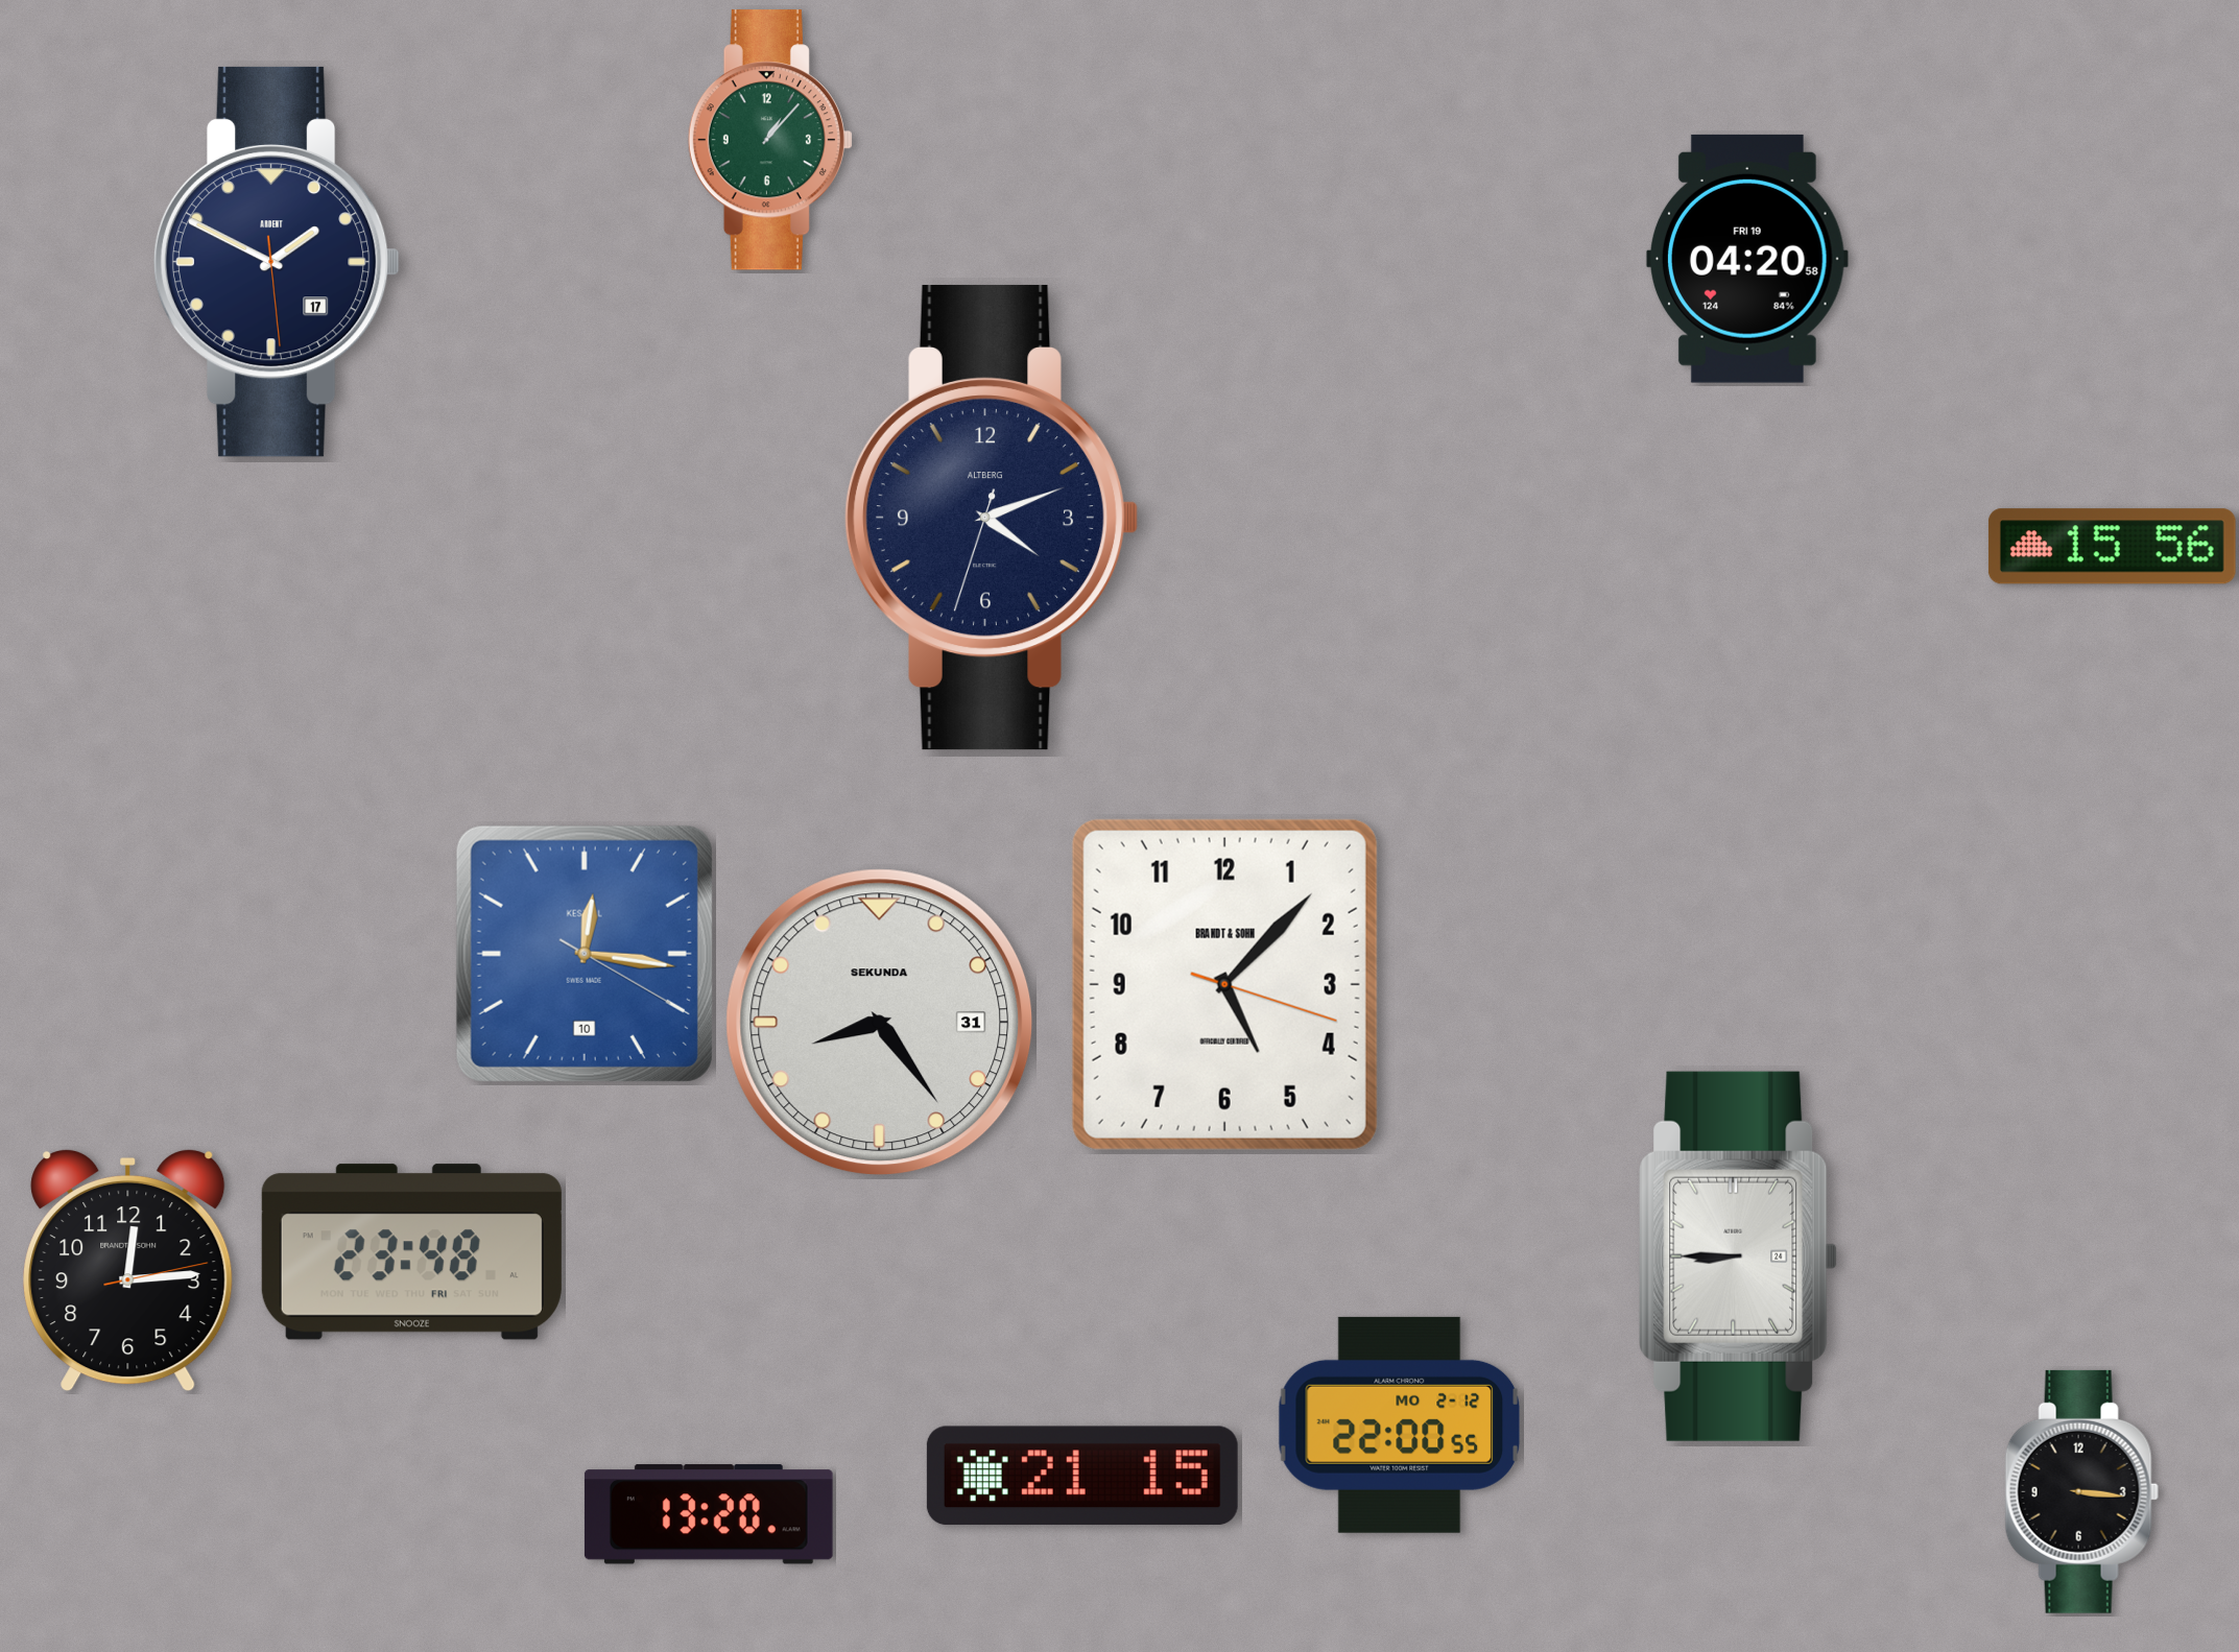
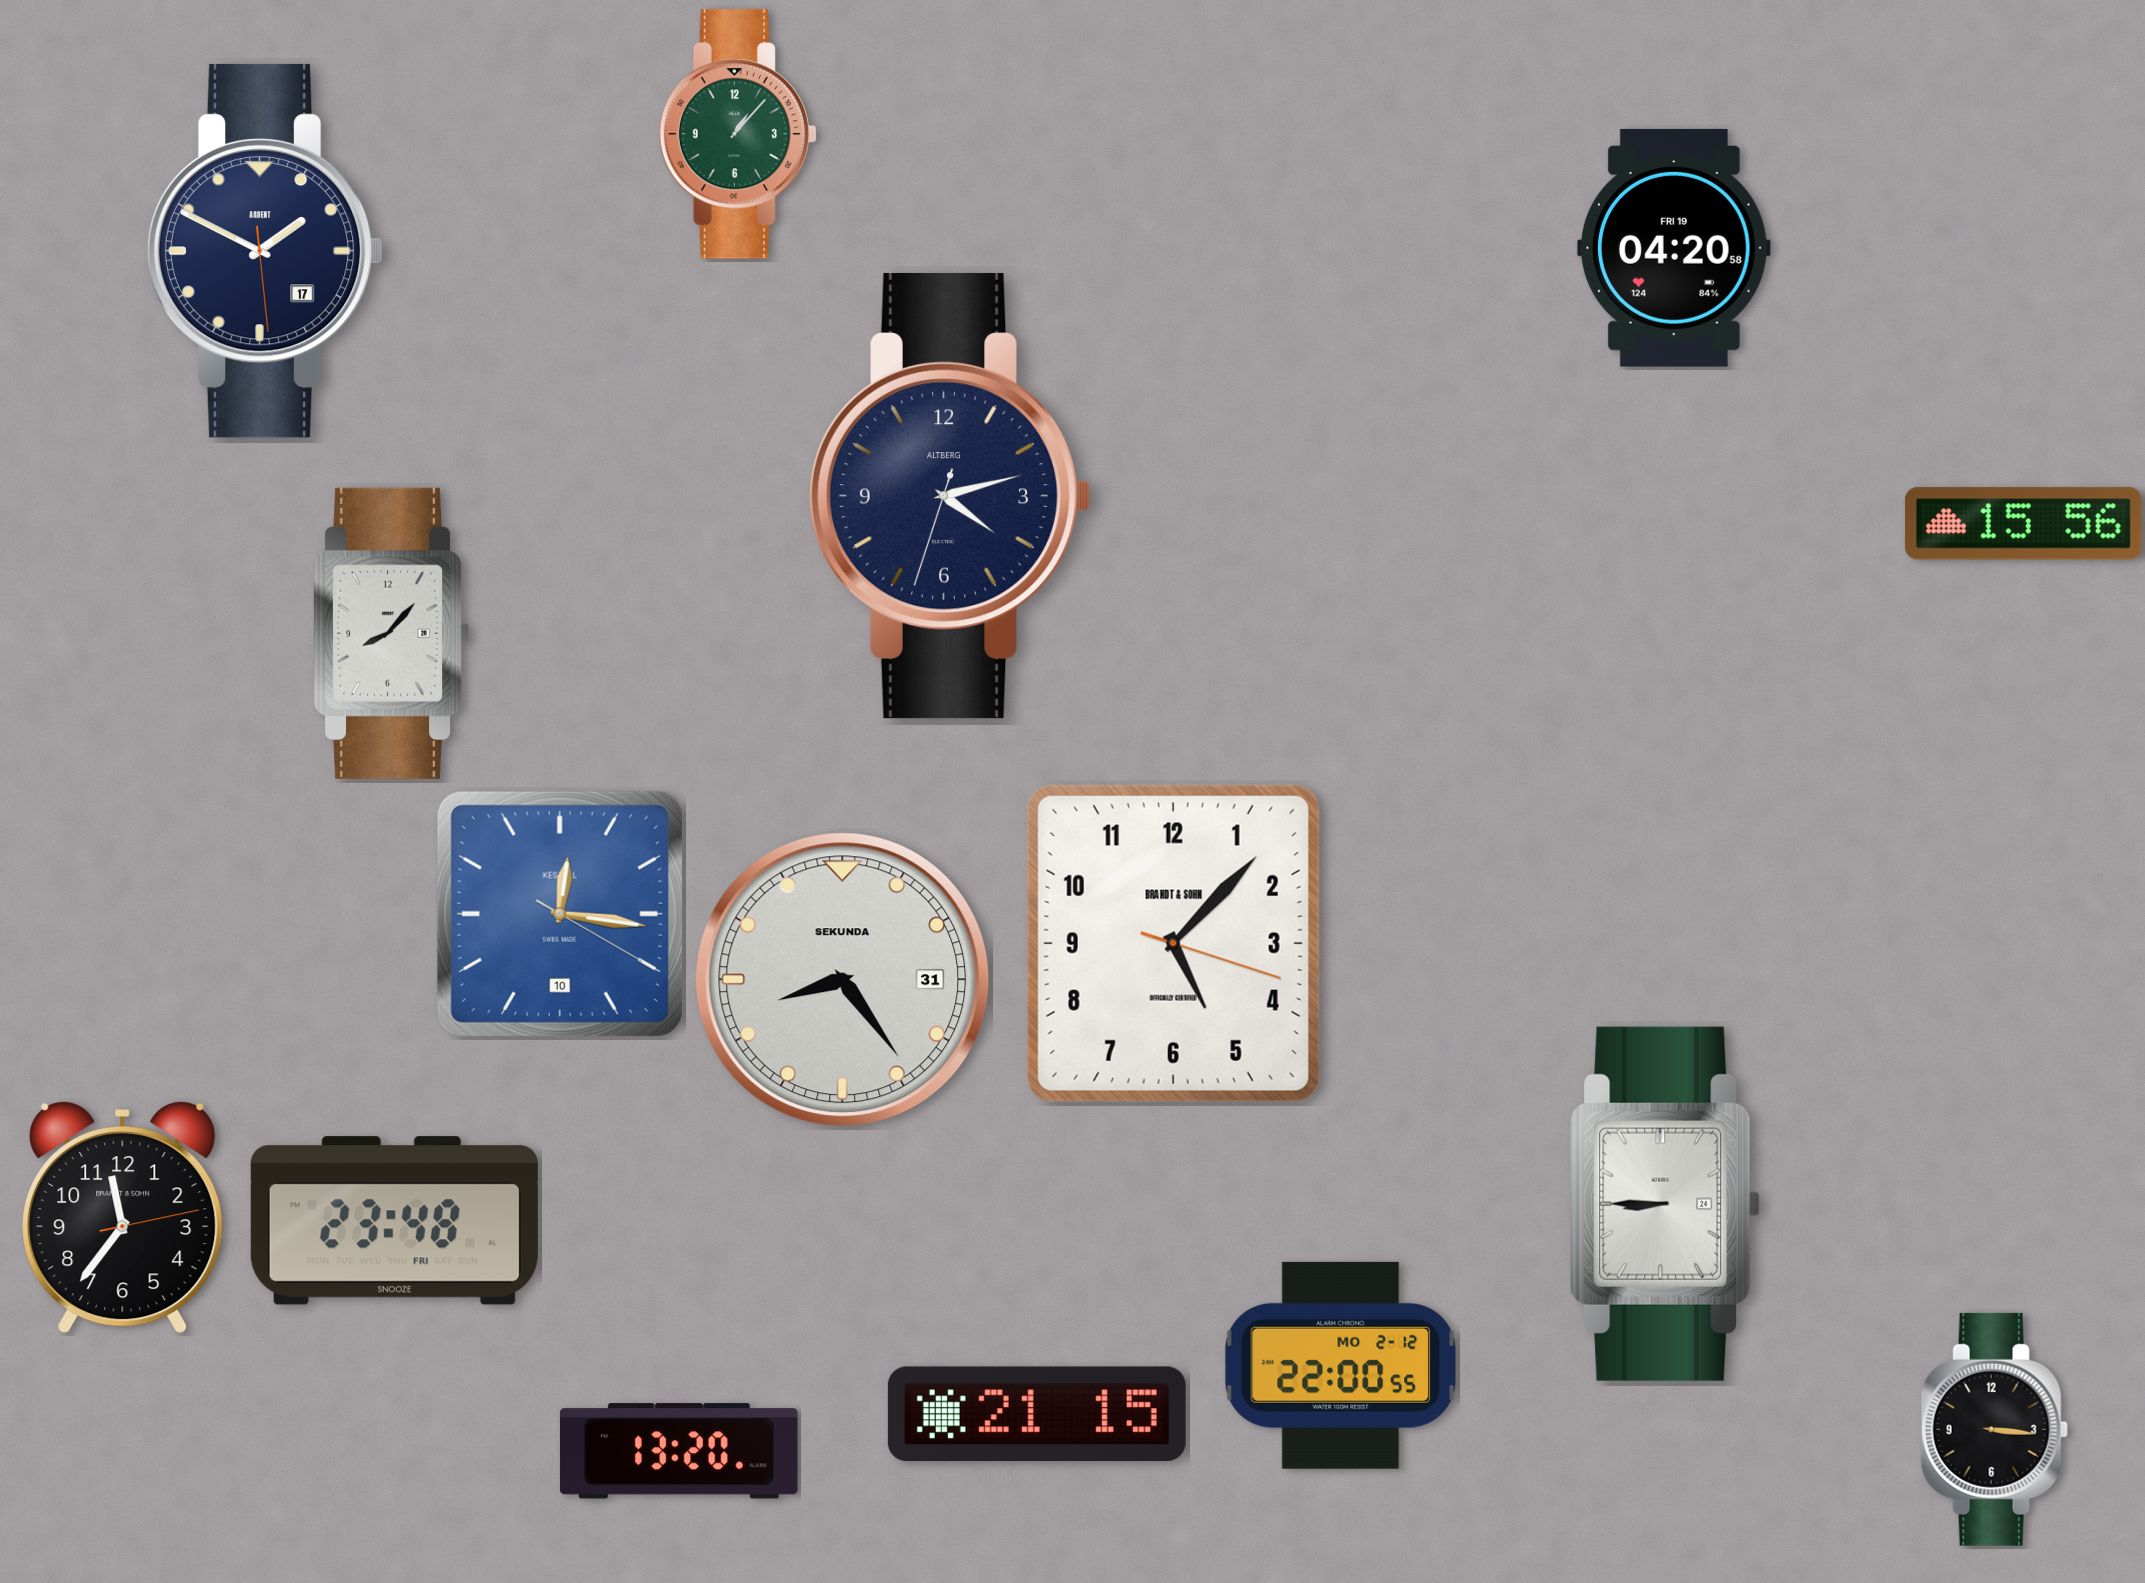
clock at (992, 518): 4:11 -> 4:12
clock at (392, 633): none -> 8:07
clock at (411, 1252) position: (411, 1252) -> (394, 1221)
clock at (128, 1270): 12:14 -> 11:36
